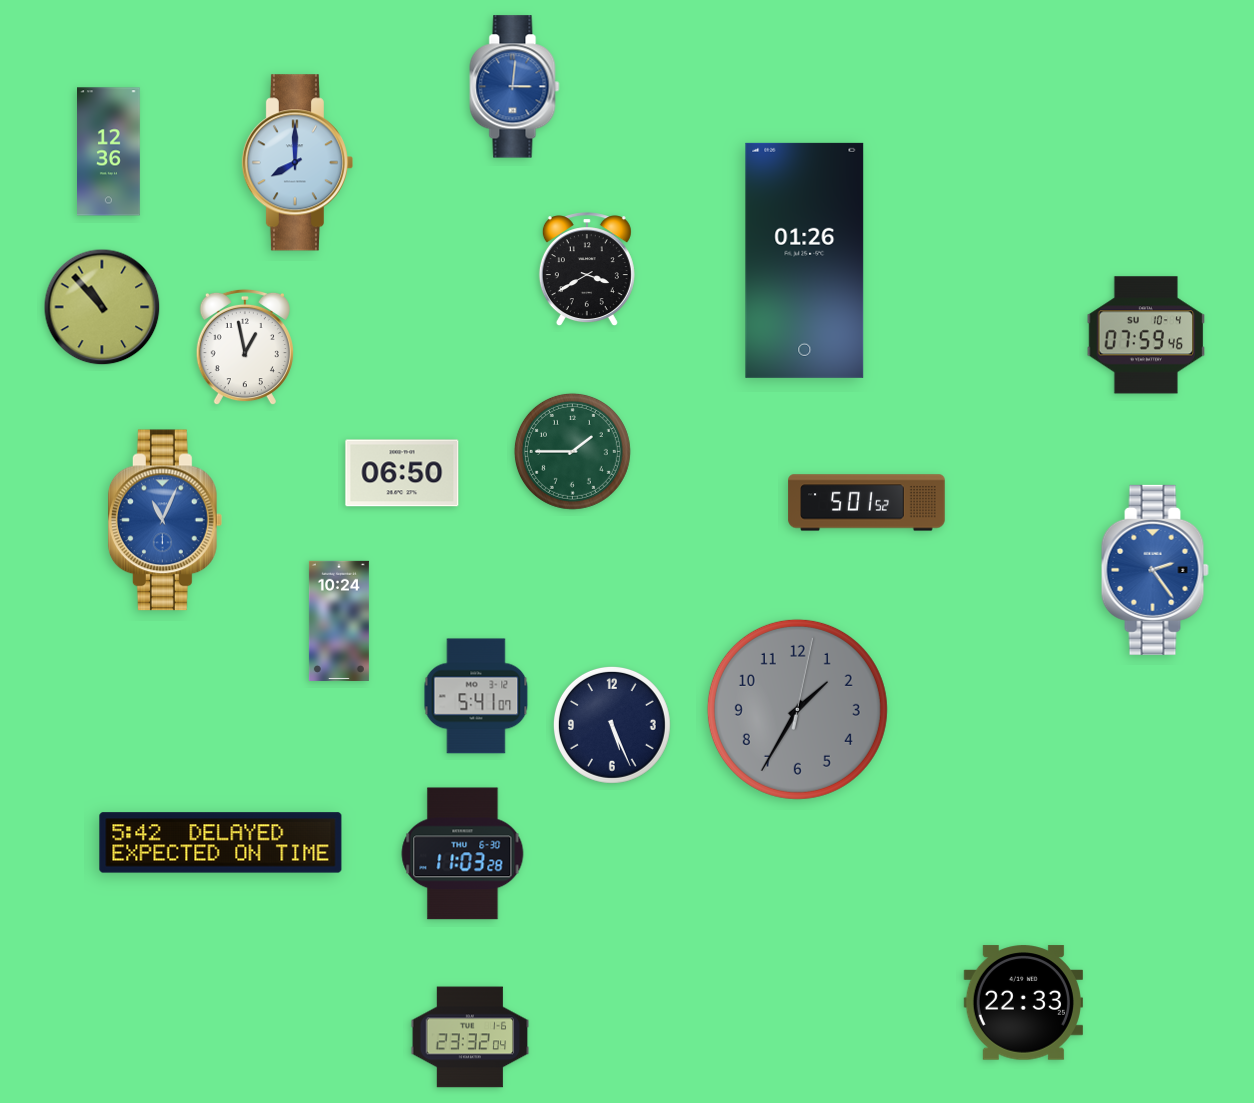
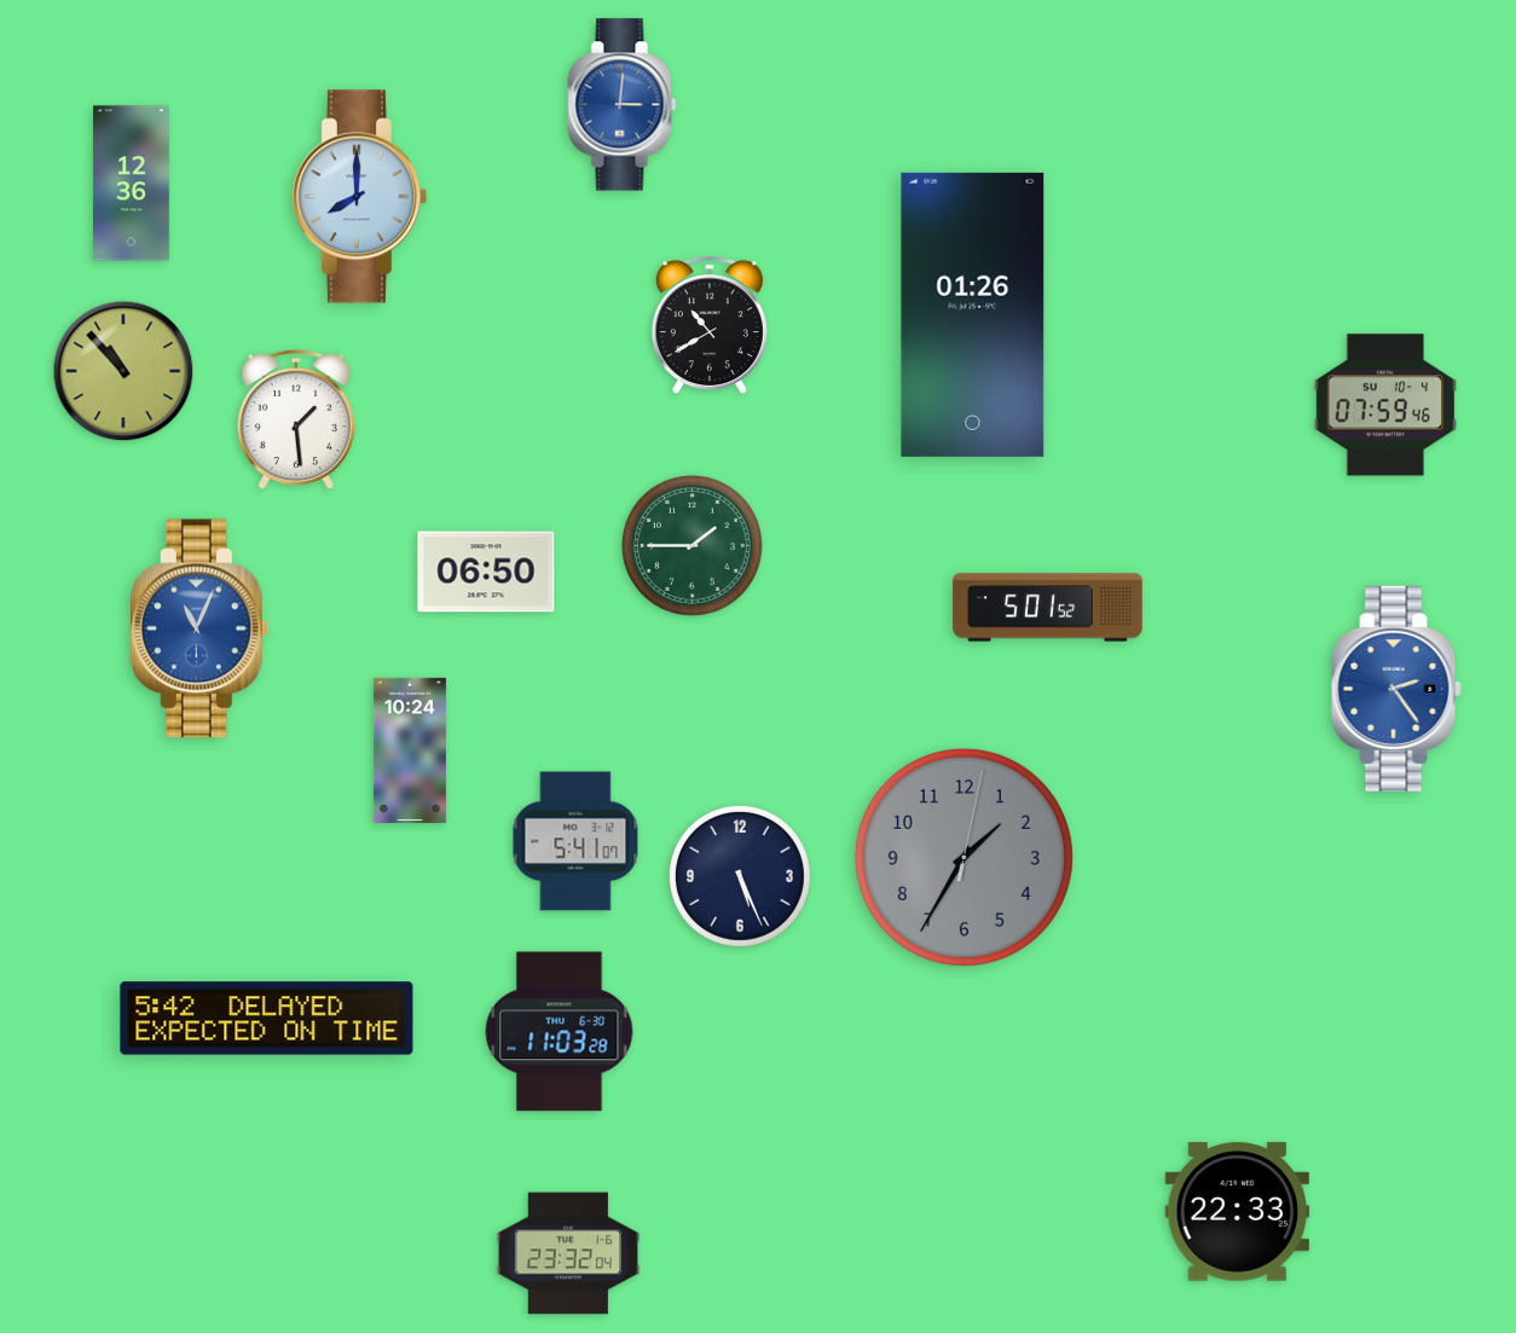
clock at (587, 270): 3:40 -> 10:40
clock at (245, 347): 12:58 -> 1:29
